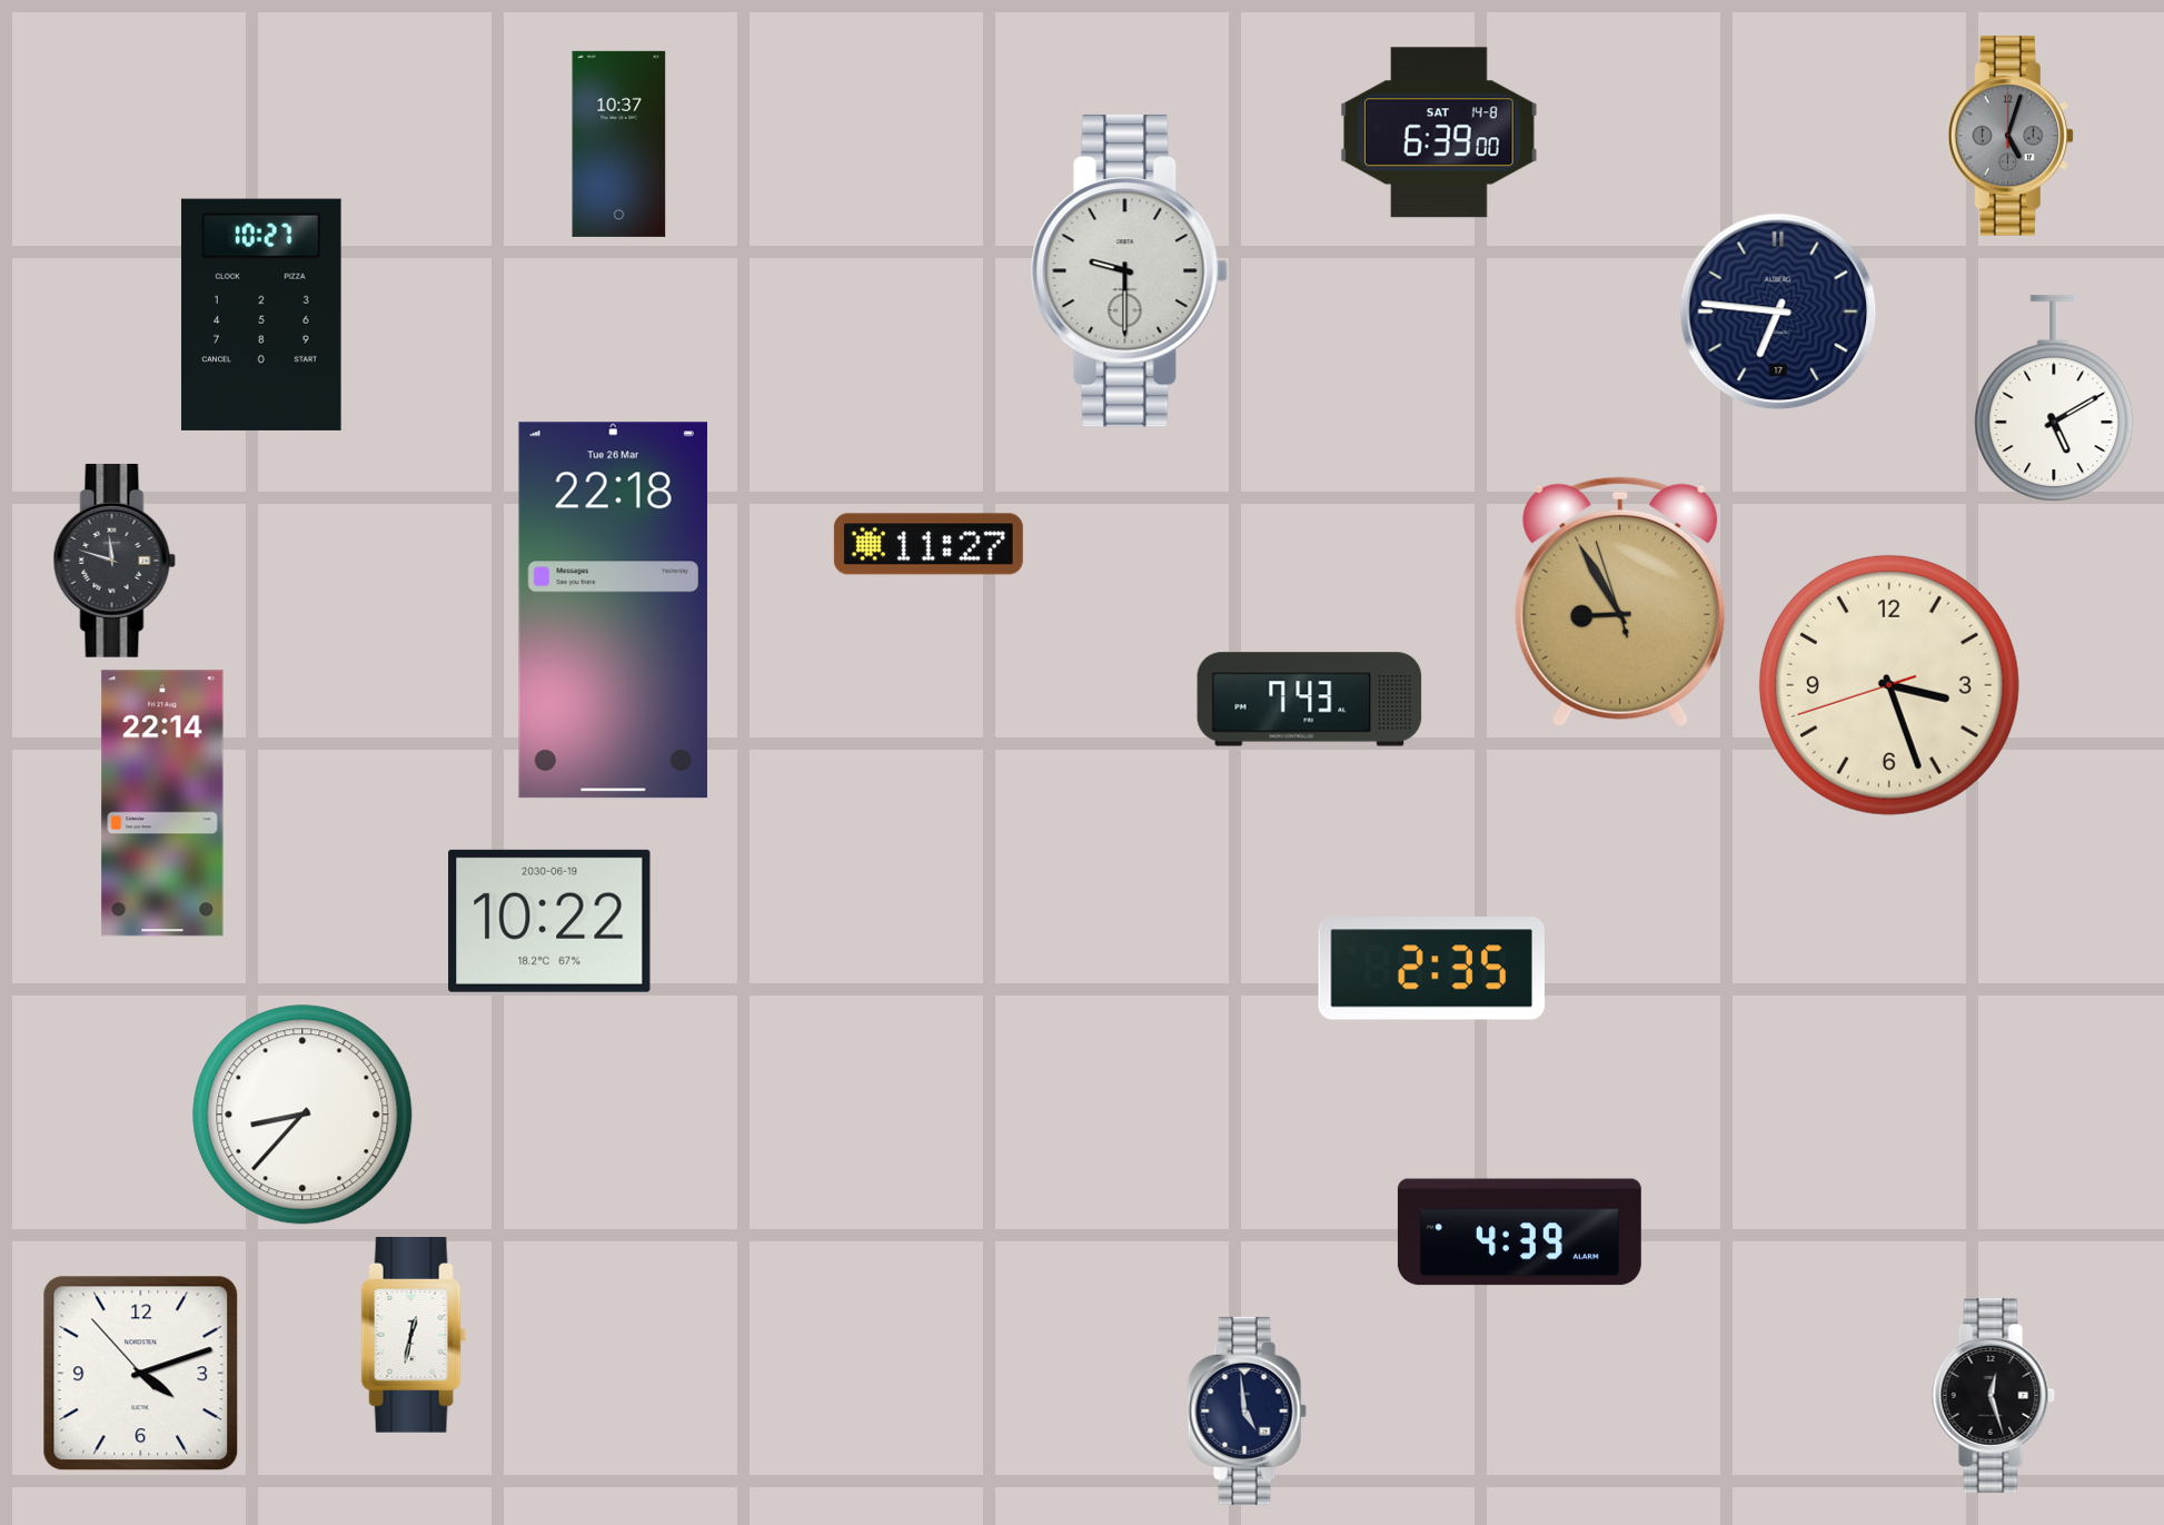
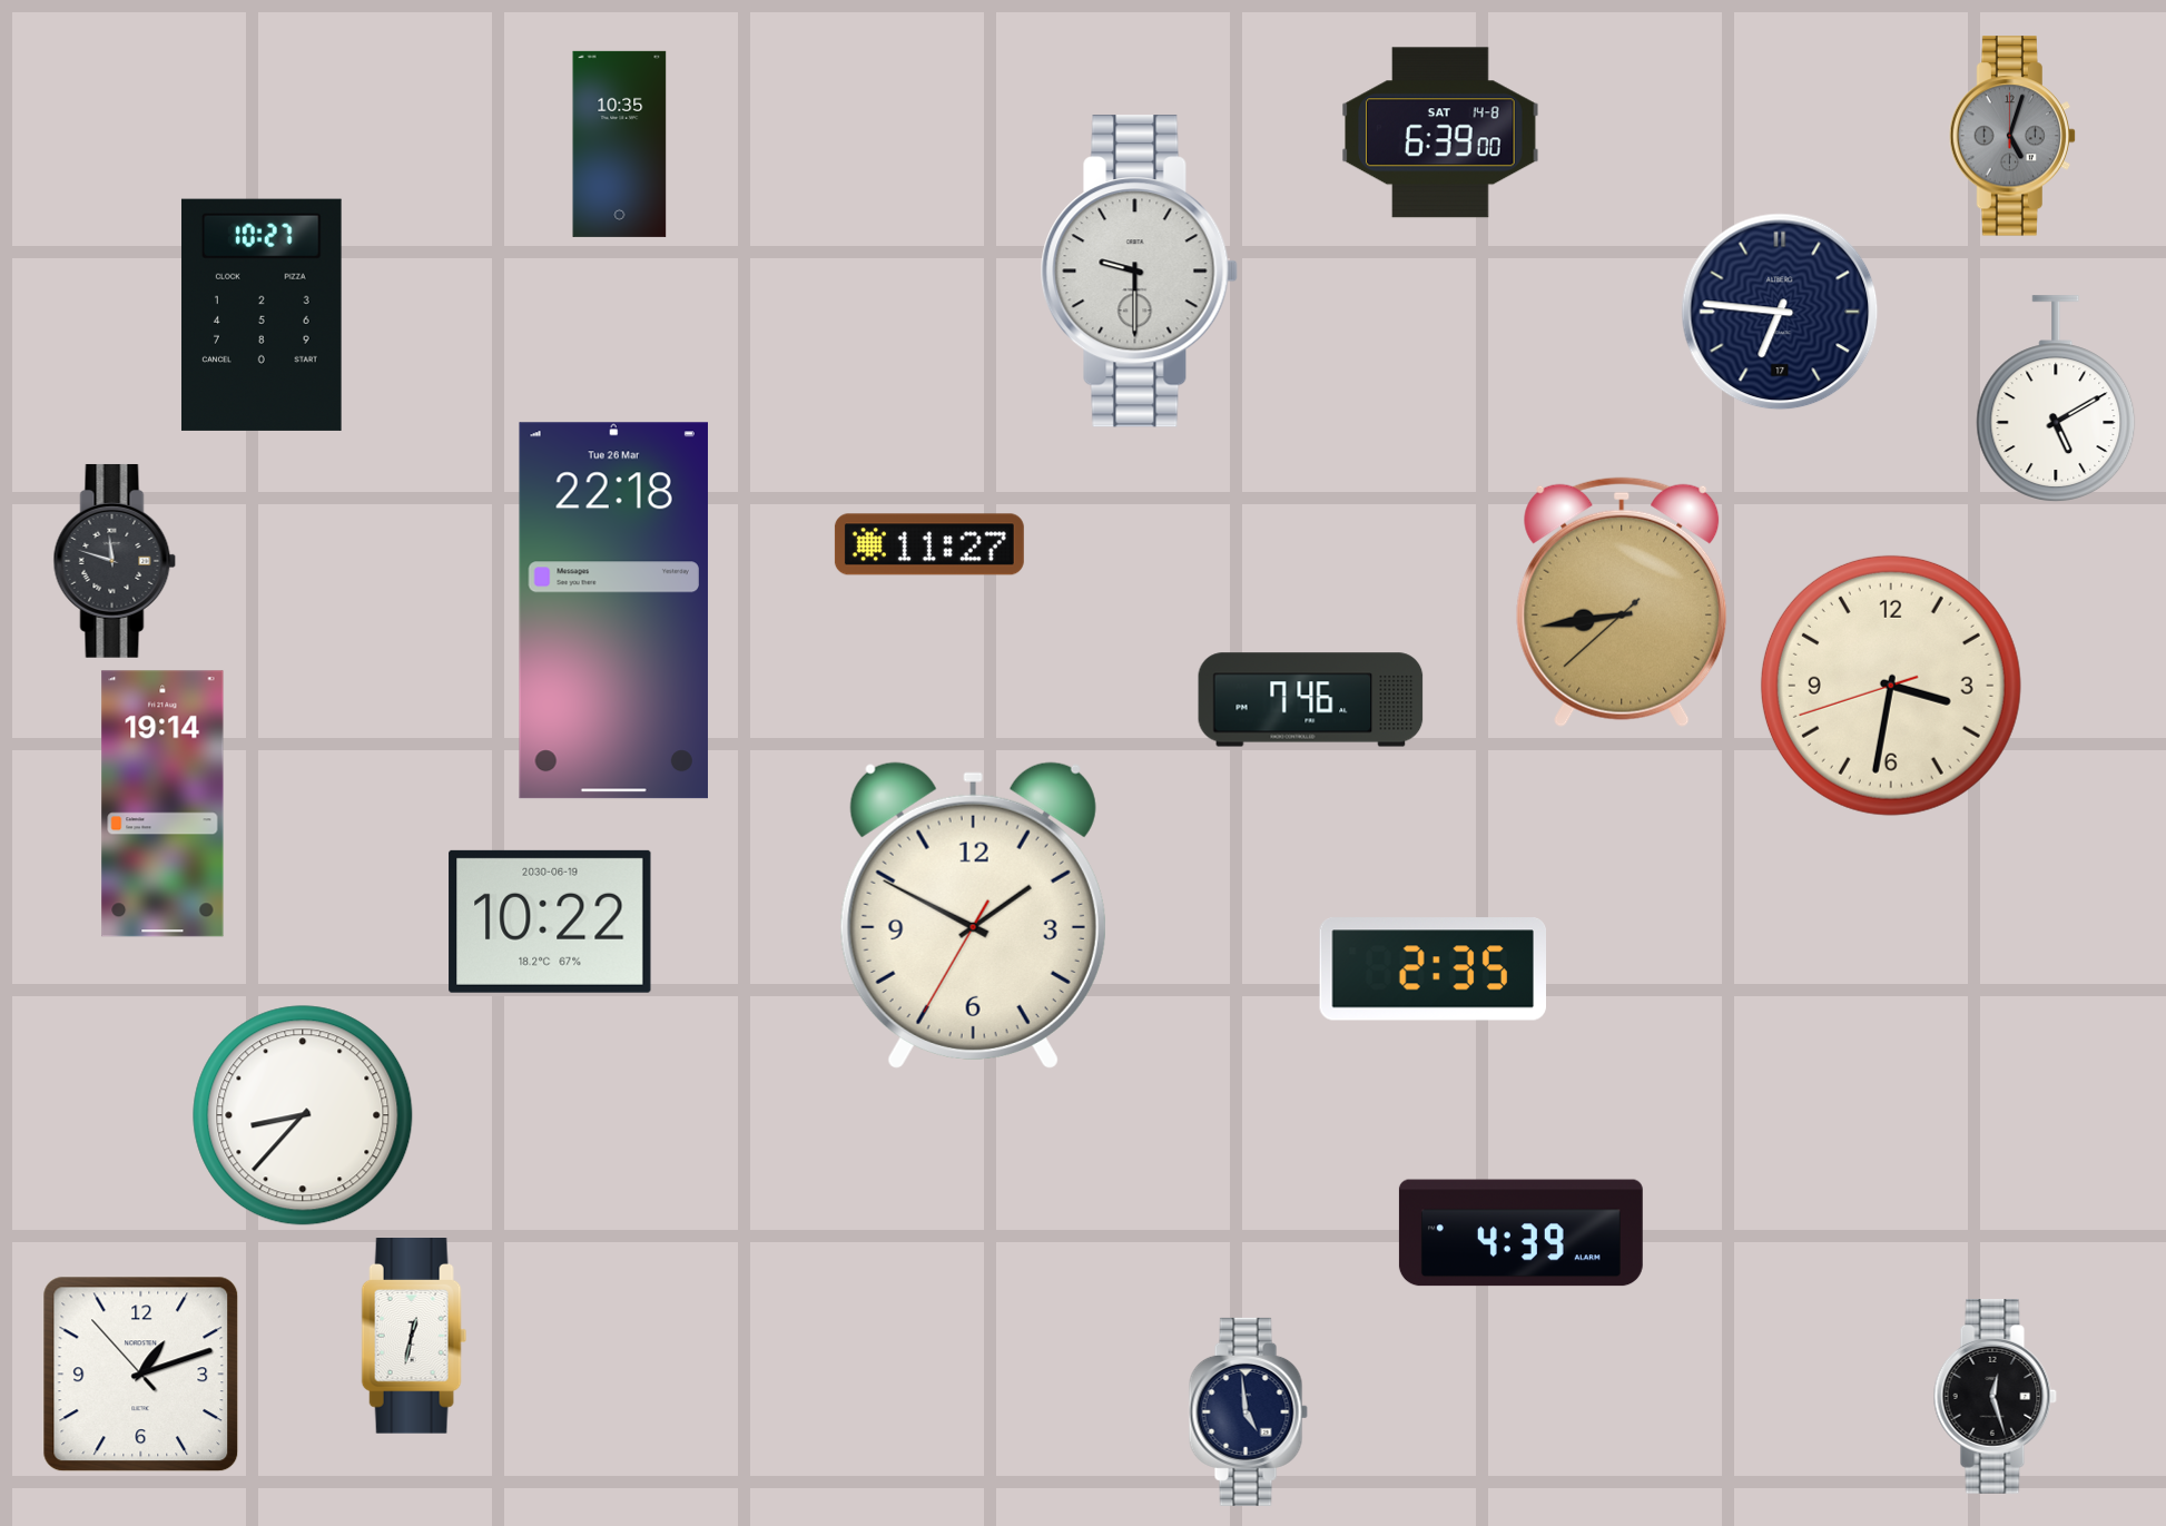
clock at (619, 143): 10:37 -> 10:35
clock at (1129, 271) position: (1129, 271) -> (1139, 272)
clock at (1620, 602): 8:54 -> 8:43
clock at (1889, 685): 3:26 -> 3:31
clock at (1310, 700): 7:43 -> 7:46
clock at (162, 803): 22:14 -> 19:14
clock at (973, 915): none -> 1:49
clock at (141, 1374): 4:11 -> 1:11
